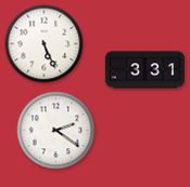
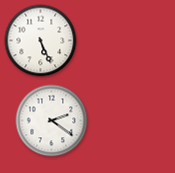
clock at (144, 70): 3:31 -> none
